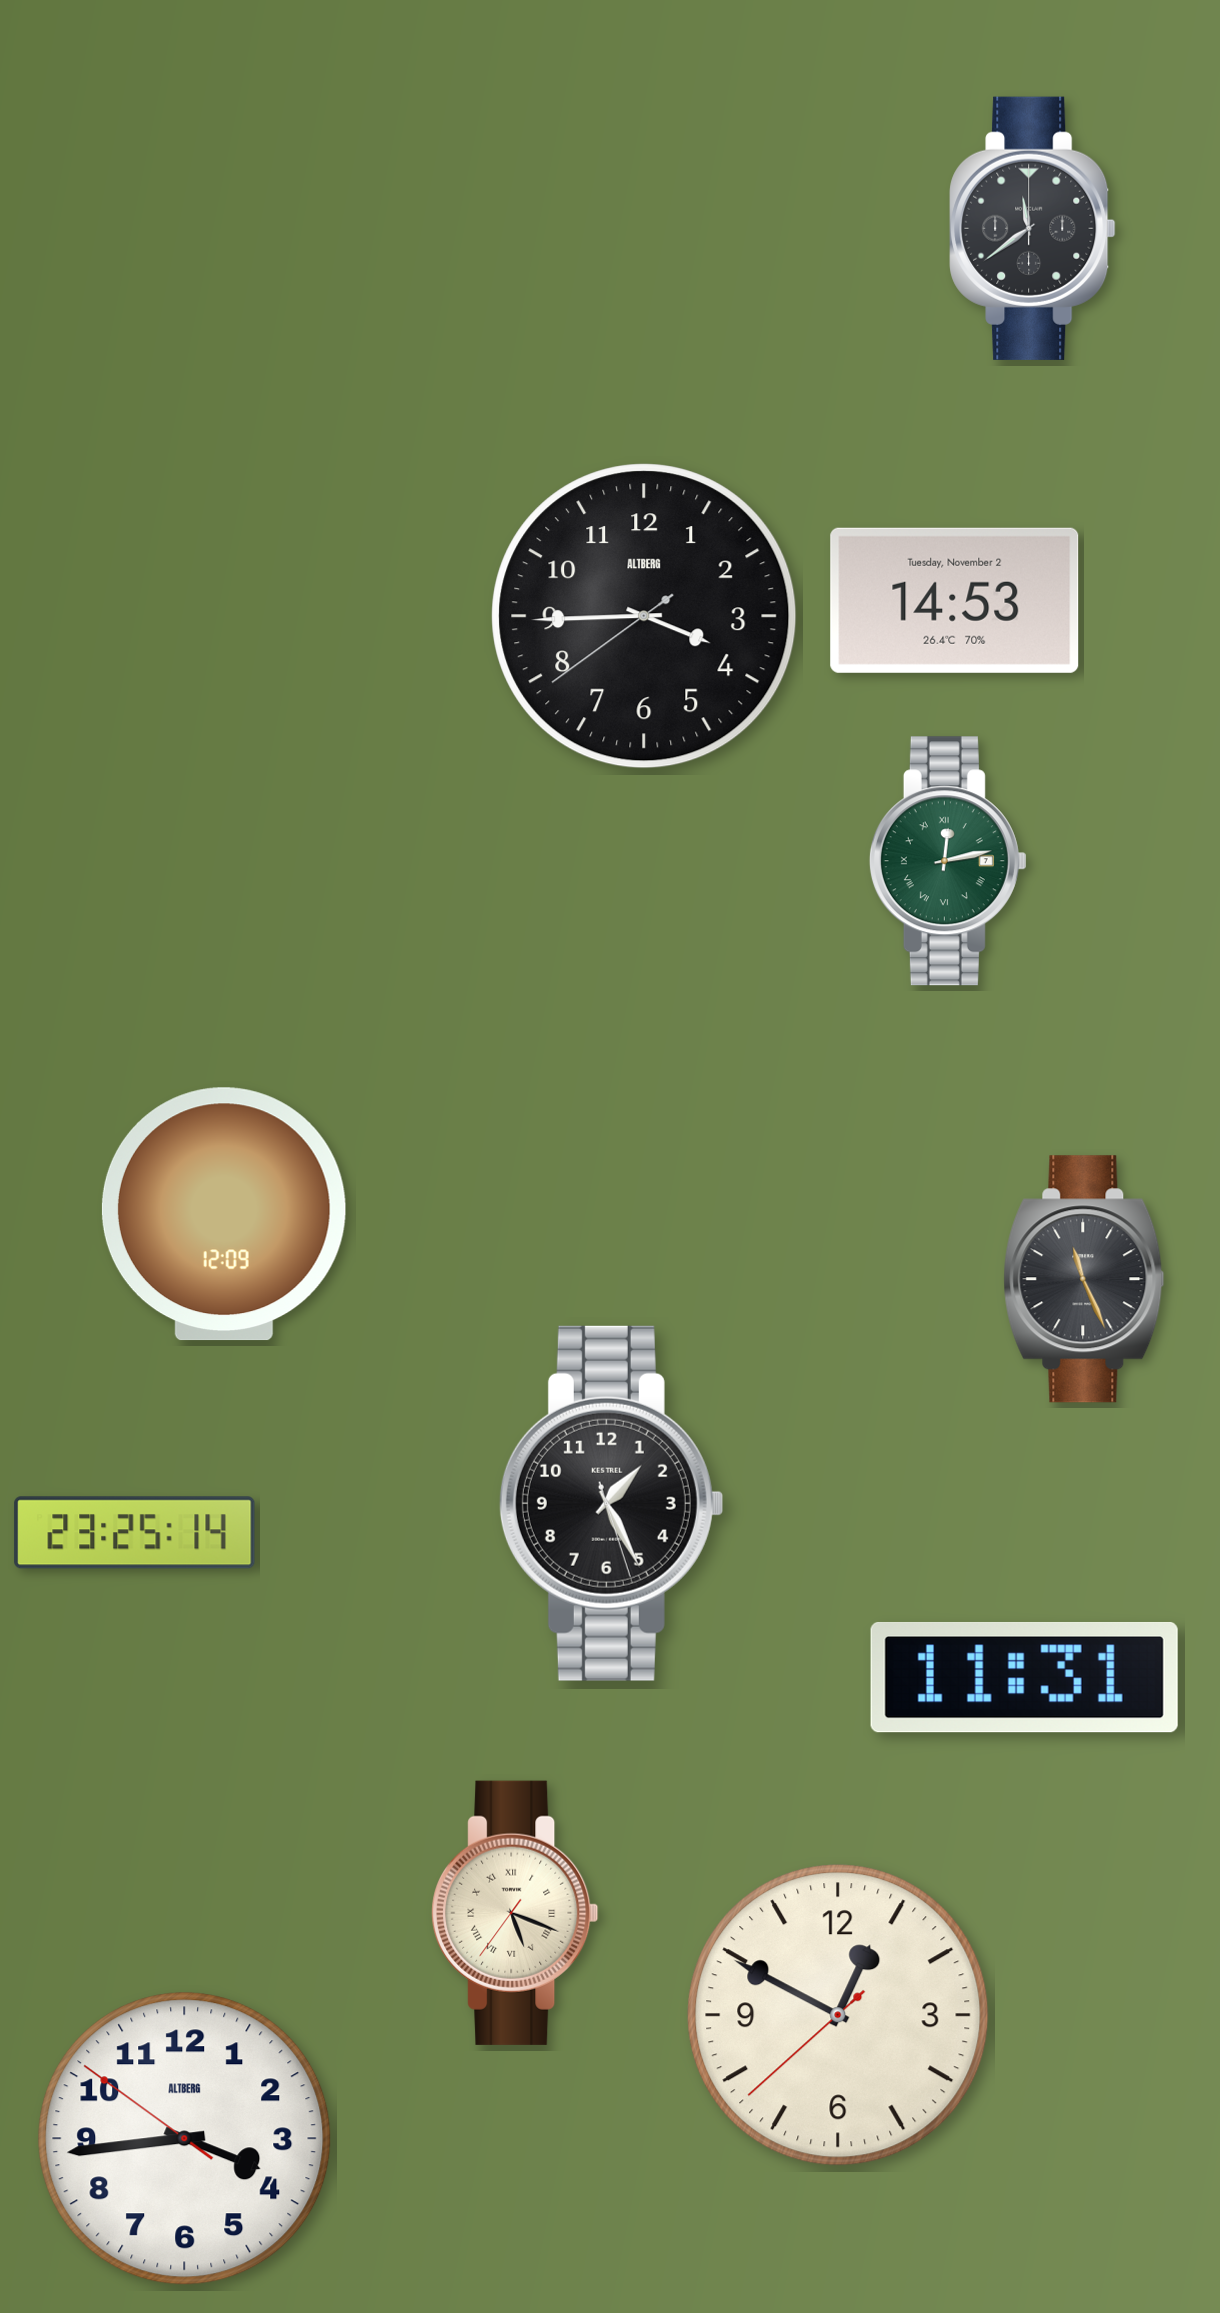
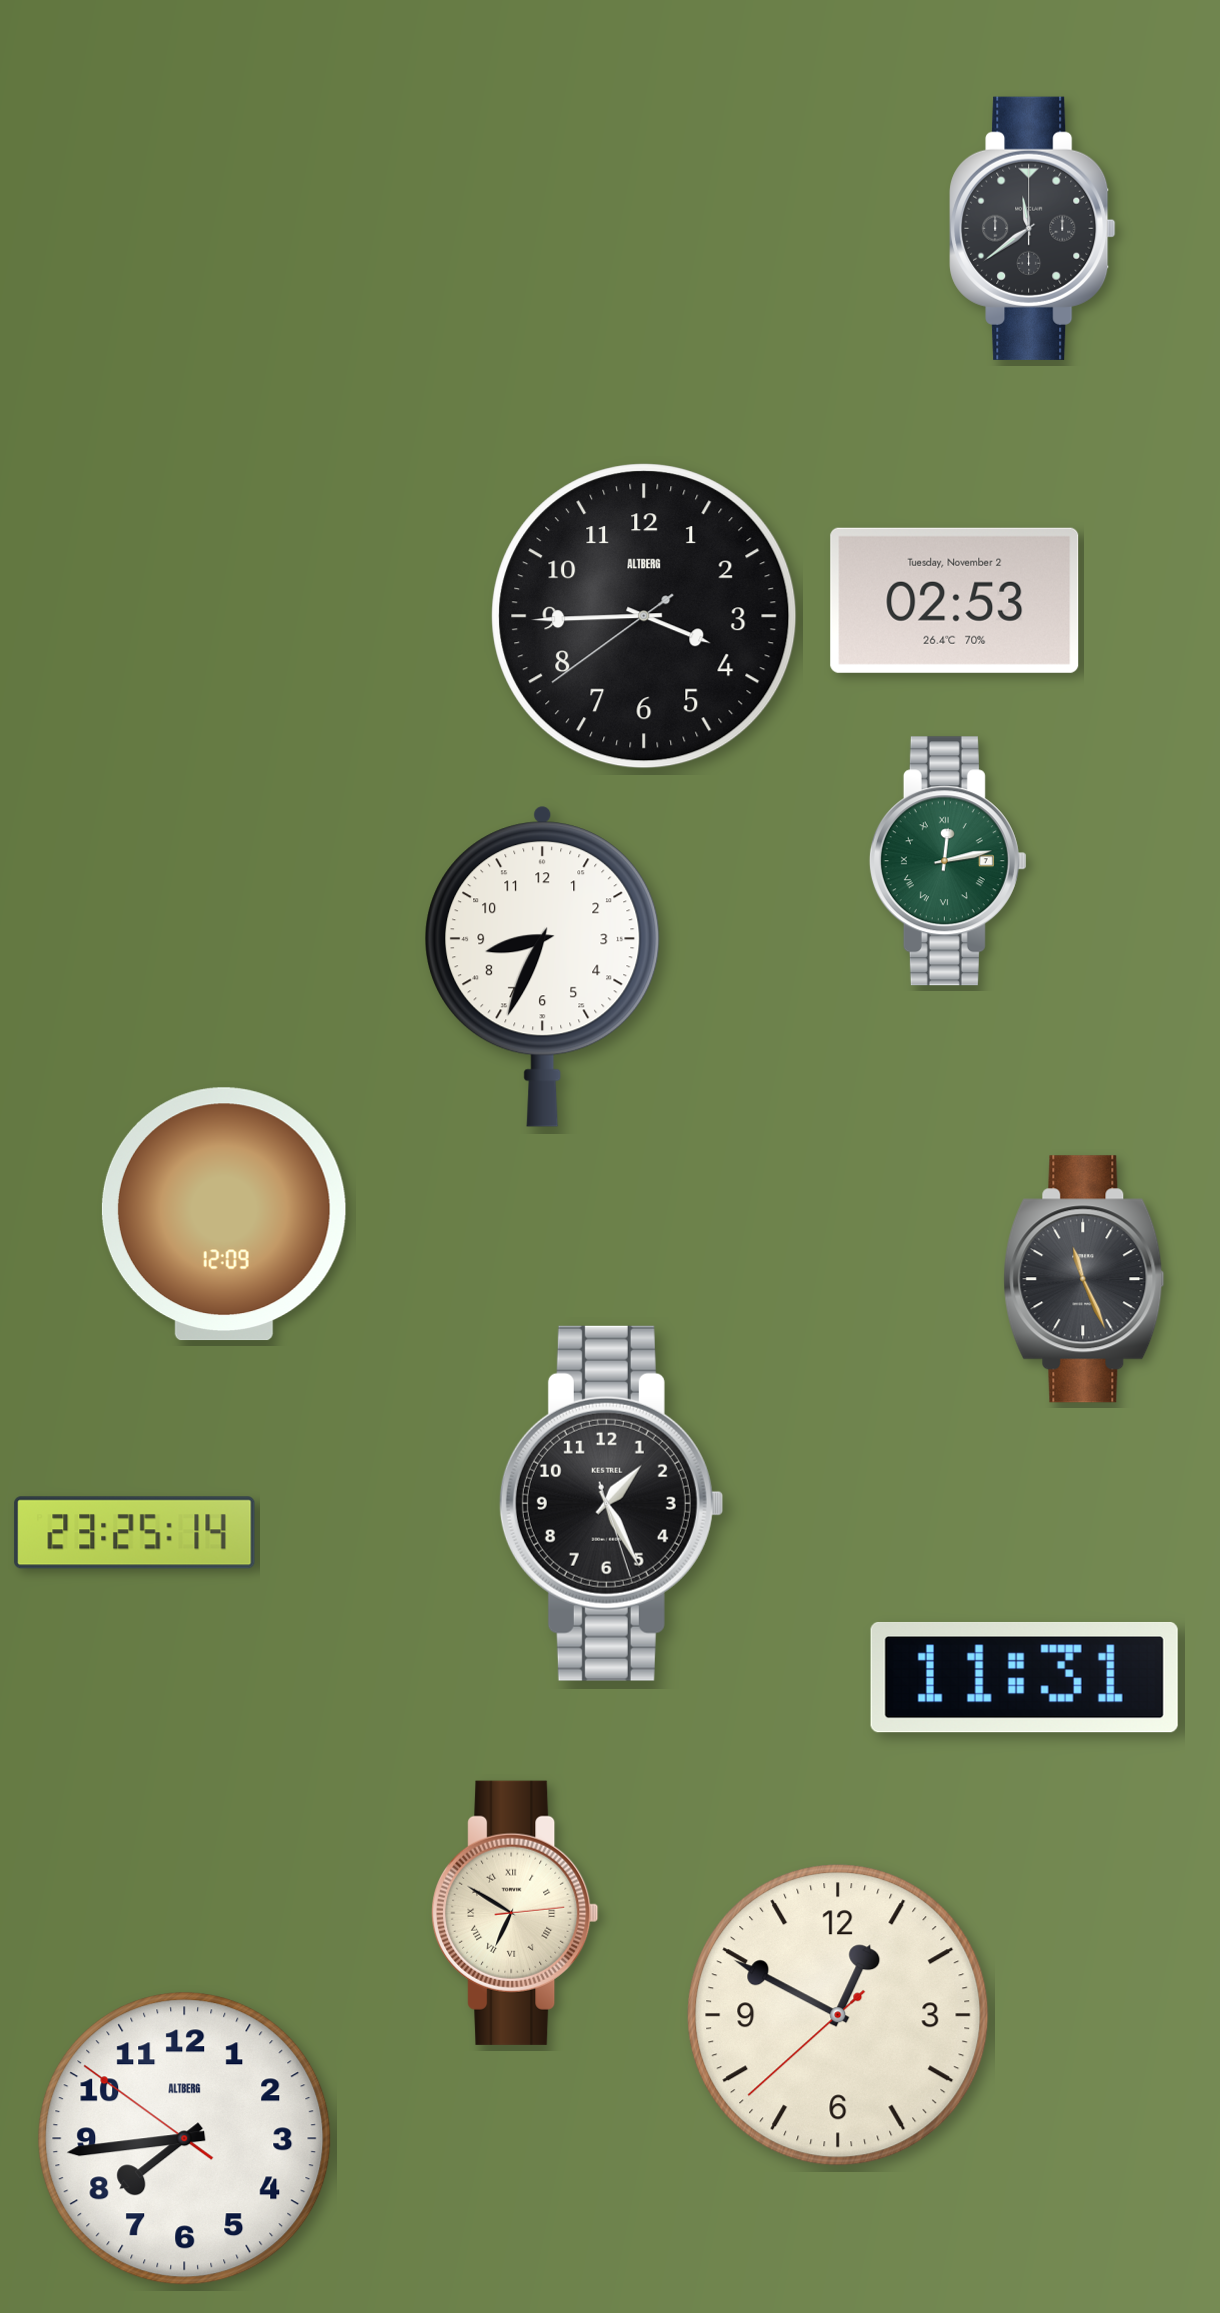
clock at (955, 600): 14:53 -> 02:53
clock at (543, 966): none -> 8:34
clock at (515, 1913): 5:18 -> 6:50
clock at (185, 2139): 3:43 -> 7:43
